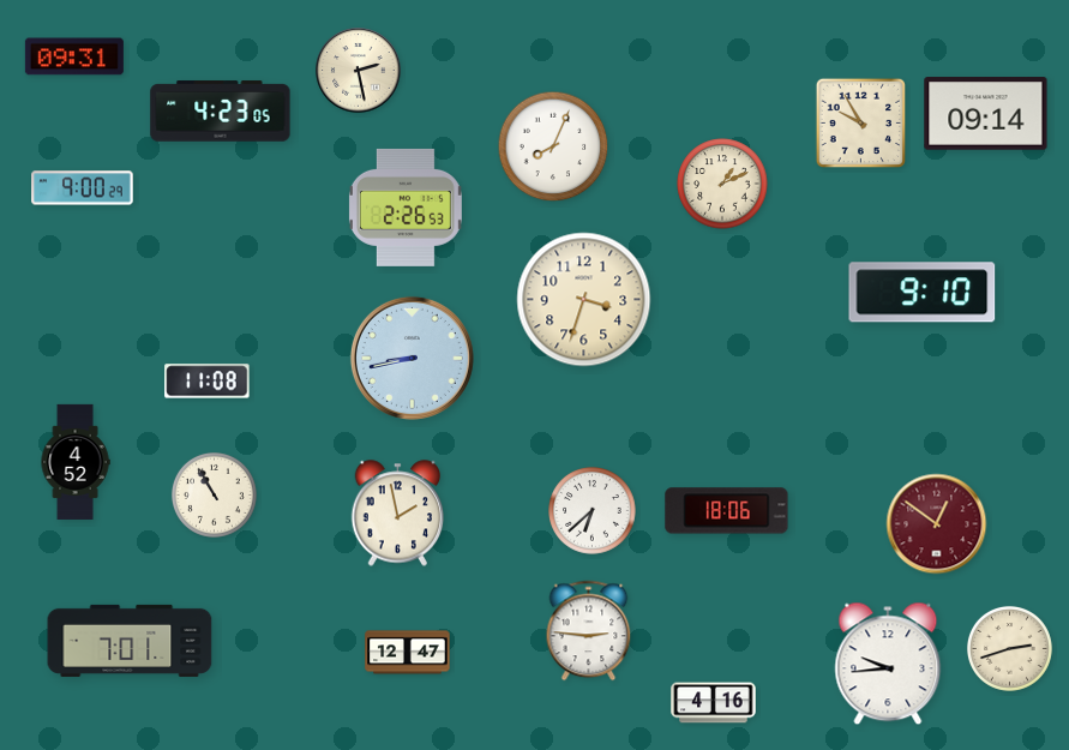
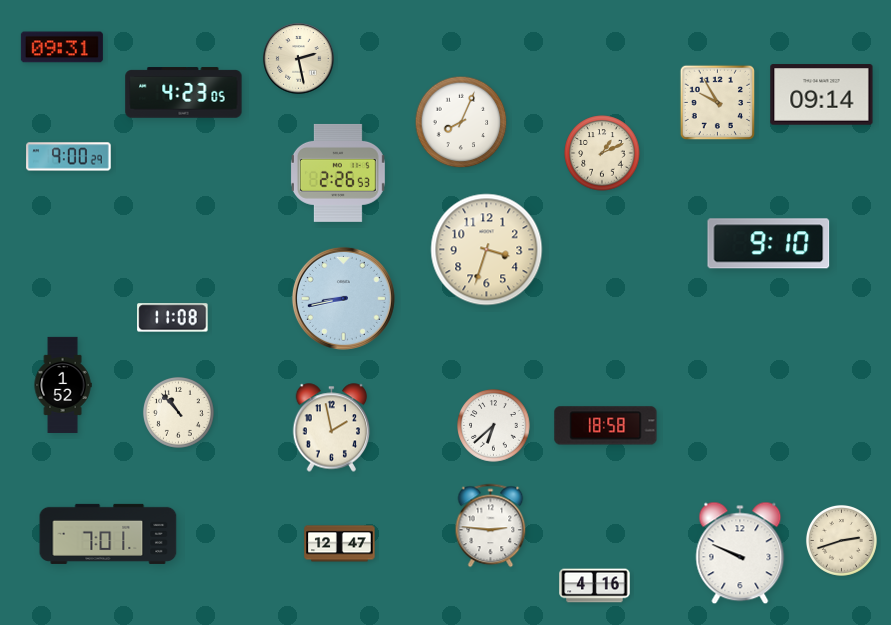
clock at (76, 462): 4:52 -> 1:52
clock at (214, 494): 10:55 -> 10:53
clock at (727, 511): 18:06 -> 18:58
clock at (937, 524): 12:51 -> none
clock at (888, 664): 9:44 -> 9:49
